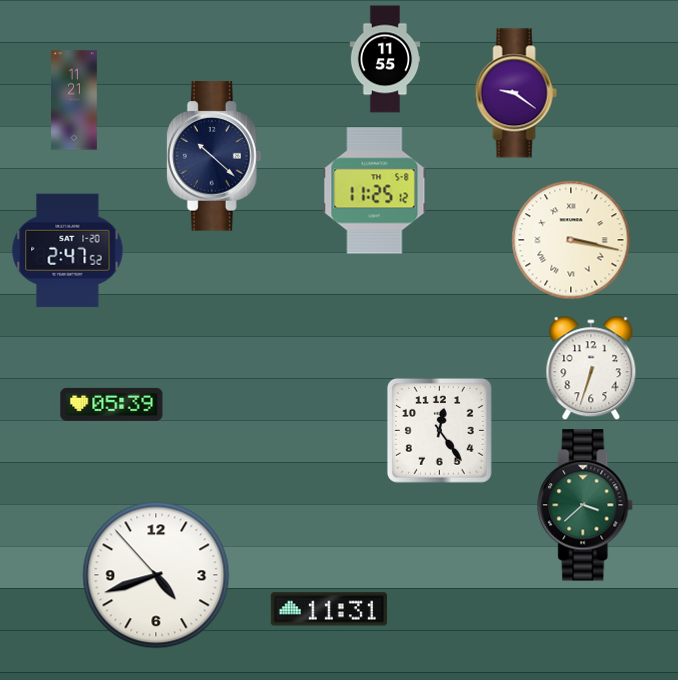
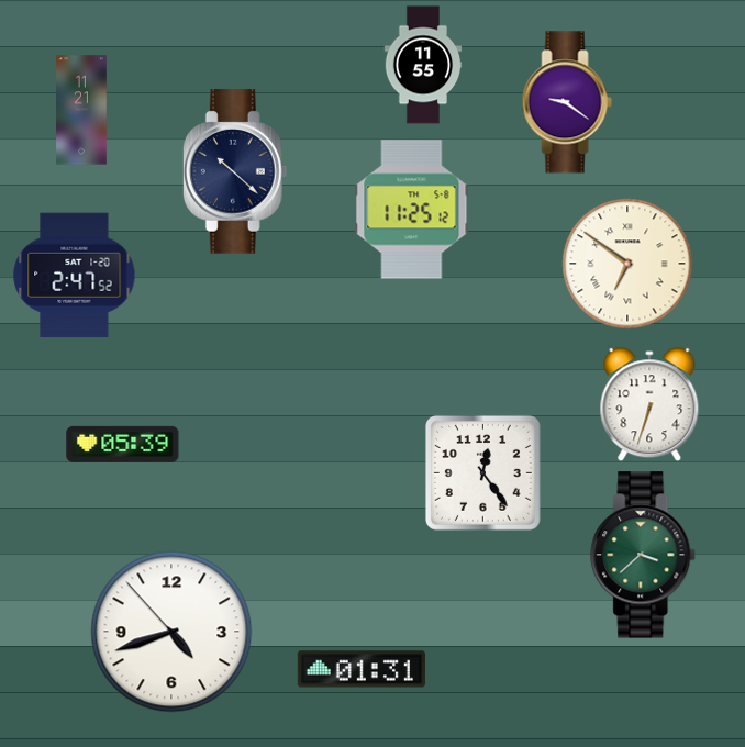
clock at (571, 240): 3:17 -> 6:51
clock at (329, 609): 11:31 -> 01:31
